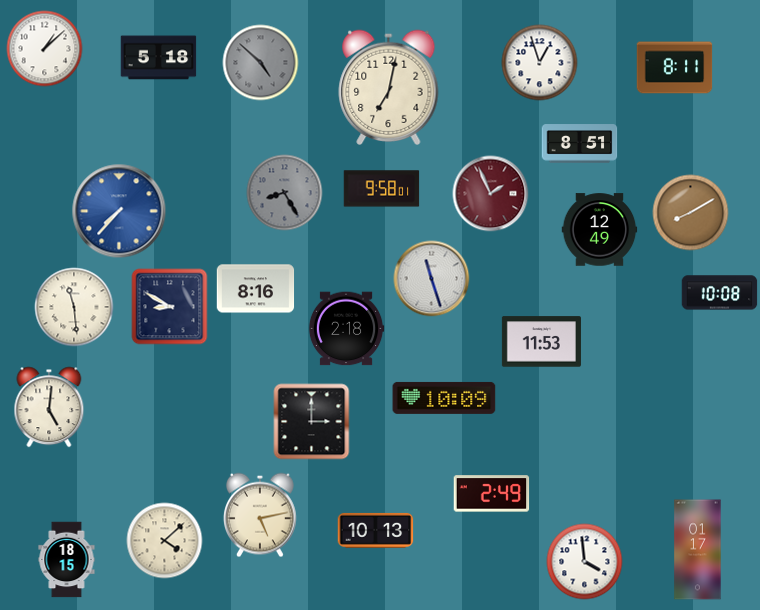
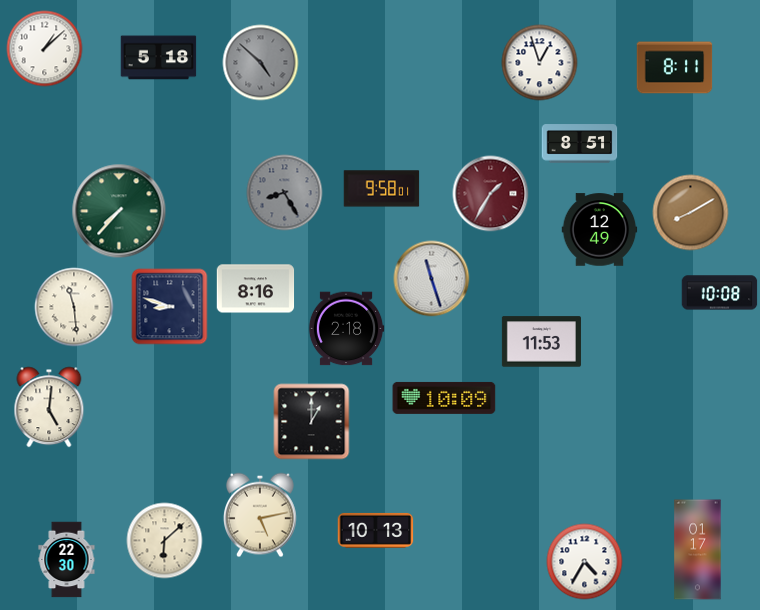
clock at (389, 87): 7:02 -> none
clock at (491, 194): 1:56 -> 1:35
clock at (119, 211) dial: blue -> green
clock at (170, 307): 8:50 -> 8:48
clock at (312, 422): 3:00 -> 1:00
clock at (492, 494): 2:49 -> none
clock at (165, 541): 4:08 -> 6:08
clock at (67, 560): 18:15 -> 22:30
clock at (585, 562): 3:59 -> 4:35
